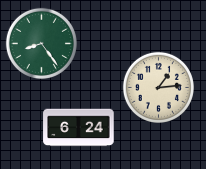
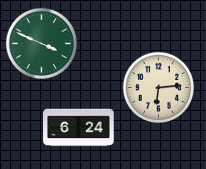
clock at (41, 43): 8:24 -> 3:49
clock at (158, 87): 1:14 -> 6:14
